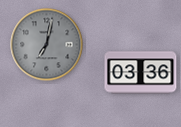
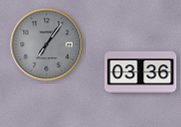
clock at (47, 45): 7:02 -> 7:06
